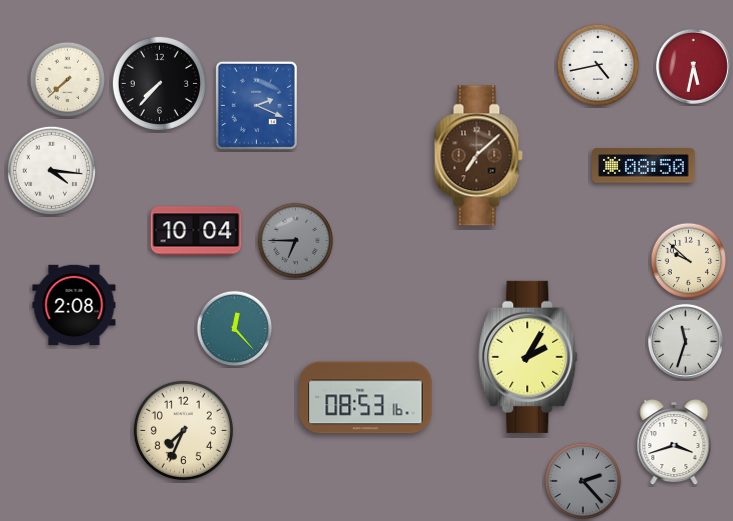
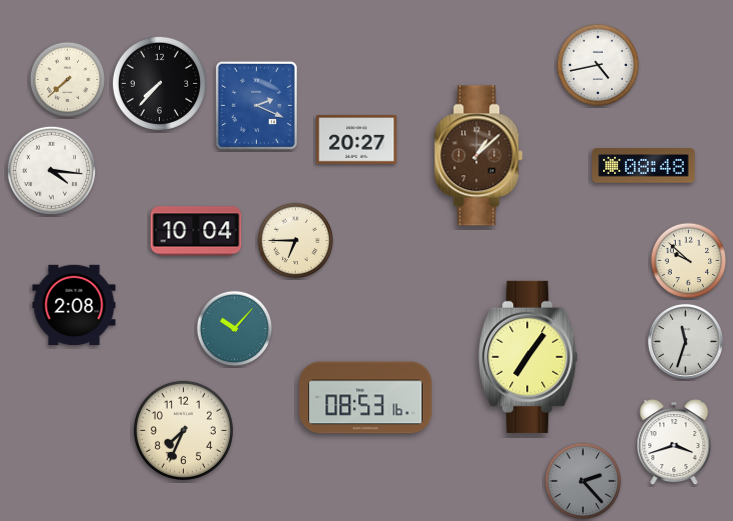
clock at (693, 66): 5:32 -> none
clock at (357, 139): none -> 20:27
clock at (478, 156): 7:08 -> 1:08
clock at (644, 166): 08:50 -> 08:48
clock at (296, 241) dial: grey -> cream
clock at (235, 329): 12:23 -> 10:07
clock at (528, 357): 2:05 -> 7:06
